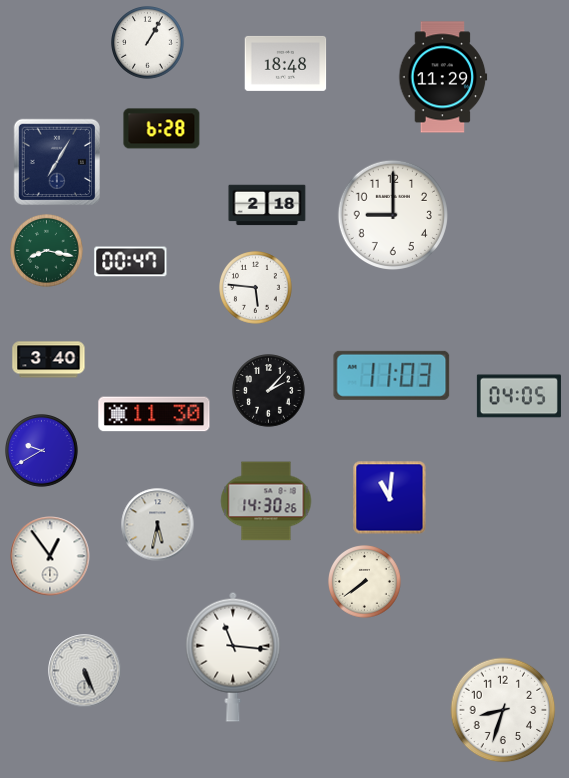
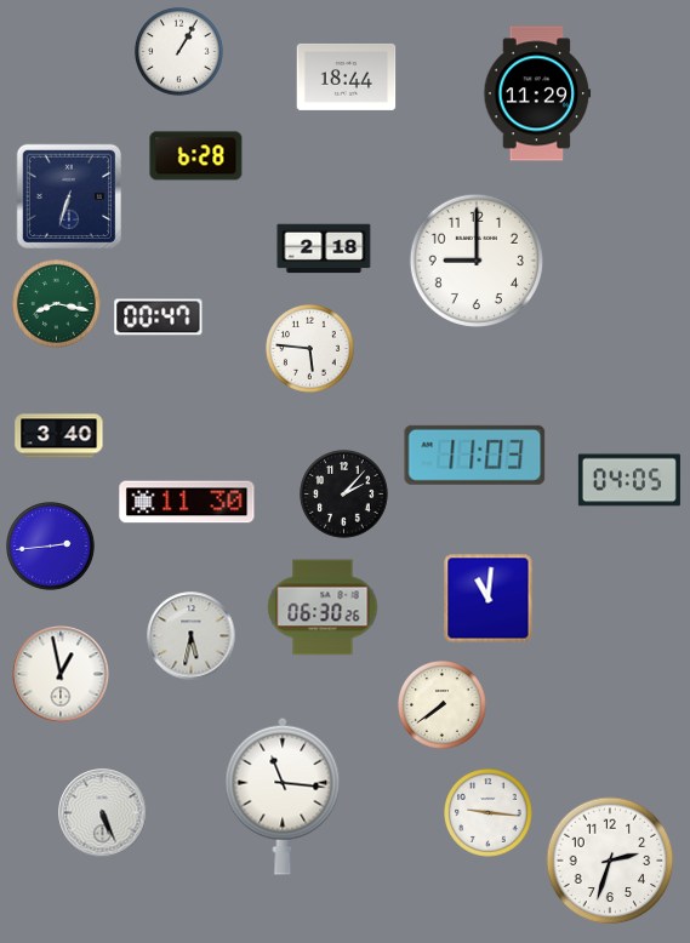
clock at (286, 63): 18:48 -> 18:44
clock at (56, 161): 7:05 -> 6:33
clock at (269, 391) position: (269, 391) -> (344, 495)
clock at (42, 451): 9:40 -> 2:44
clock at (390, 498) position: (390, 498) -> (489, 599)
clock at (266, 501): 14:30 -> 06:30
clock at (50, 556): 12:54 -> 12:58
clock at (489, 813): none -> 9:16
clock at (503, 710): 8:33 -> 2:33
